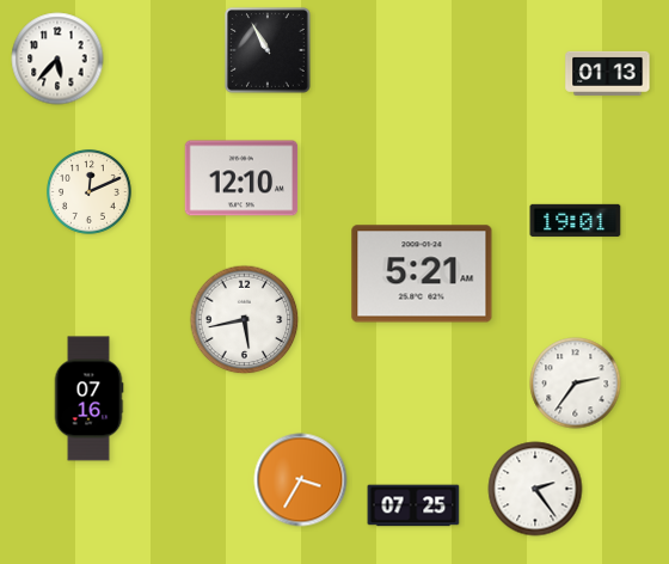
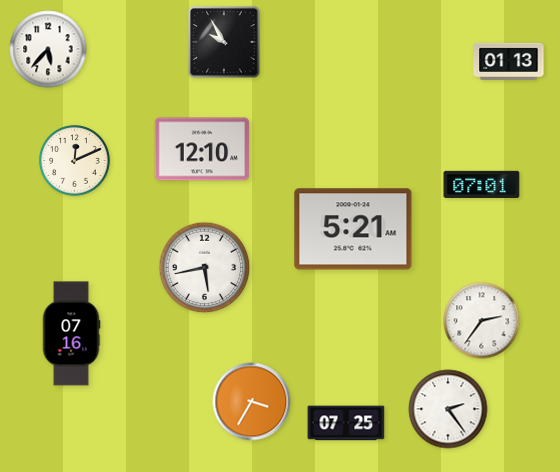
clock at (268, 50): 10:55 -> 9:55
clock at (576, 220): 19:01 -> 07:01
clock at (88, 399) position: (88, 399) -> (71, 334)
